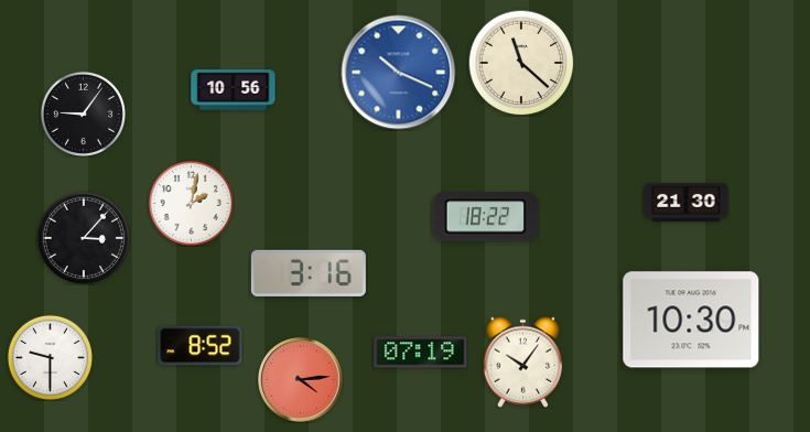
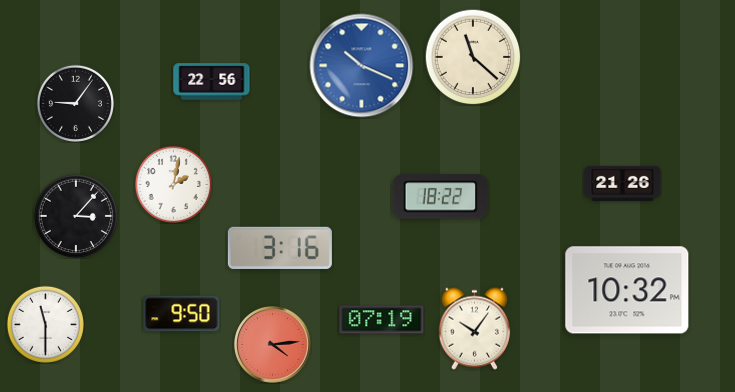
clock at (234, 90): 10:56 -> 22:56
clock at (687, 202): 21:30 -> 21:26
clock at (691, 320): 10:30 -> 10:32
clock at (201, 346): 8:52 -> 9:50
clock at (50, 357): 9:30 -> 11:30
